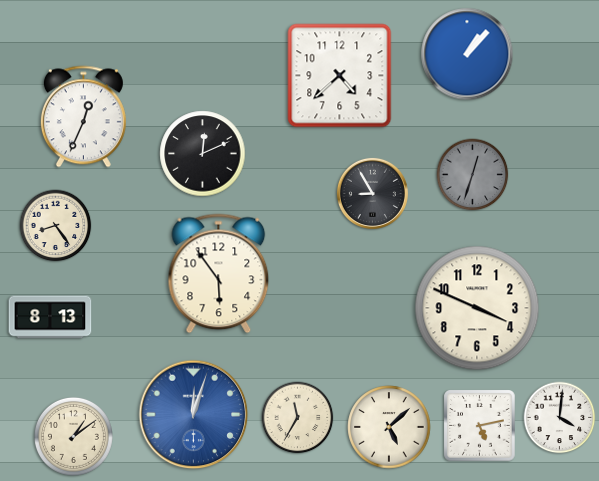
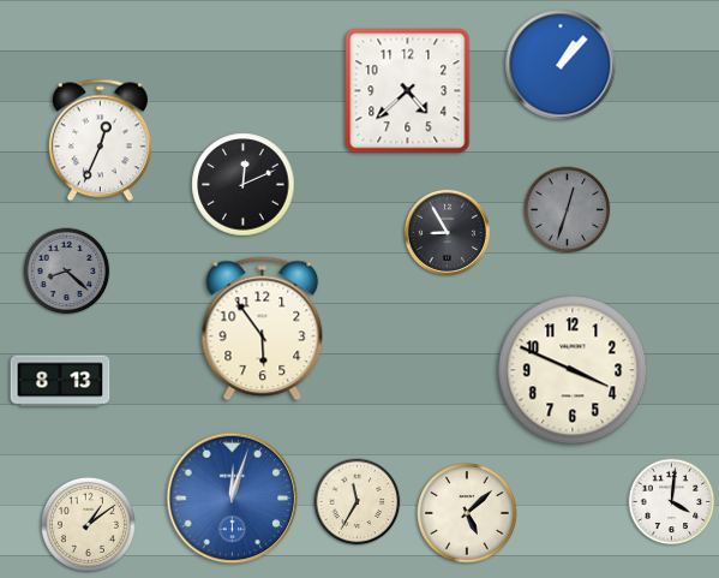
clock at (56, 226): 8:24 -> 8:22
clock at (56, 226) dial: cream -> grey
clock at (480, 426): 5:13 -> none
